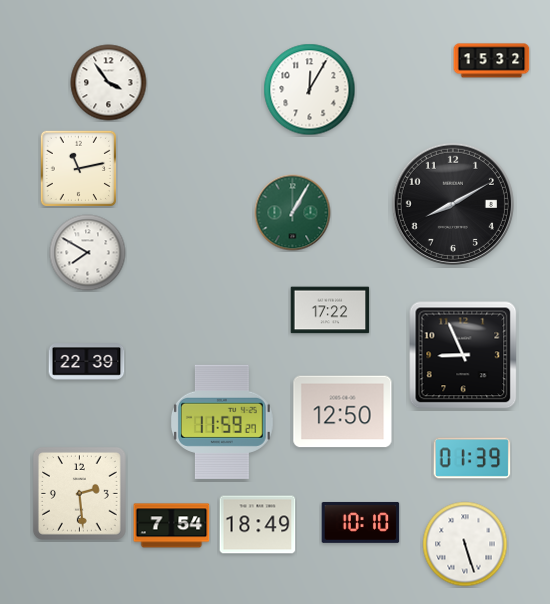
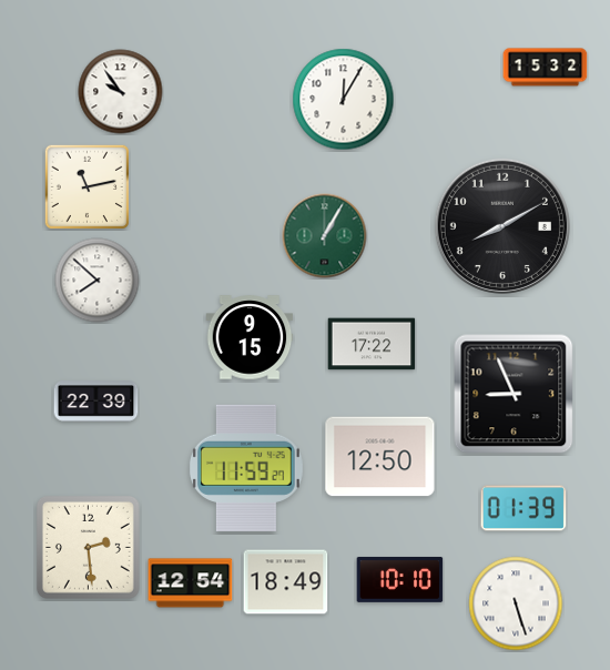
clock at (109, 83): 3:54 -> 9:54
clock at (88, 253): 7:50 -> 7:52
clock at (250, 337): none -> 9:15
clock at (330, 310) position: (330, 310) -> (372, 344)
clock at (172, 526): 7:54 -> 12:54
